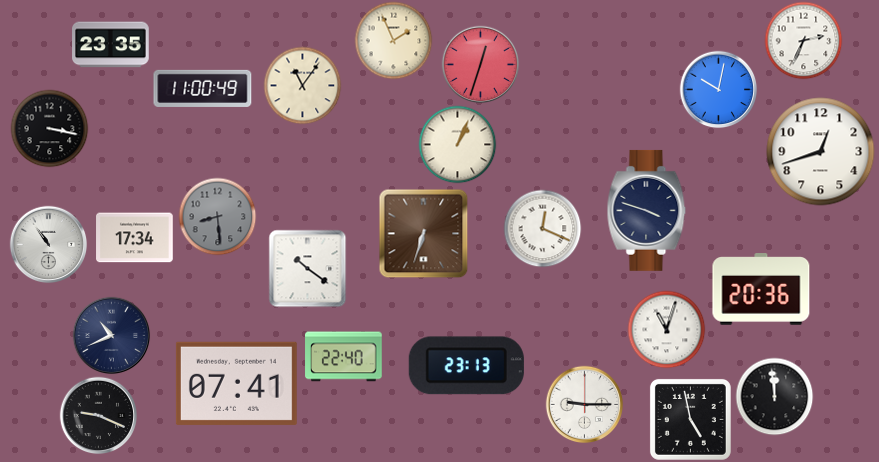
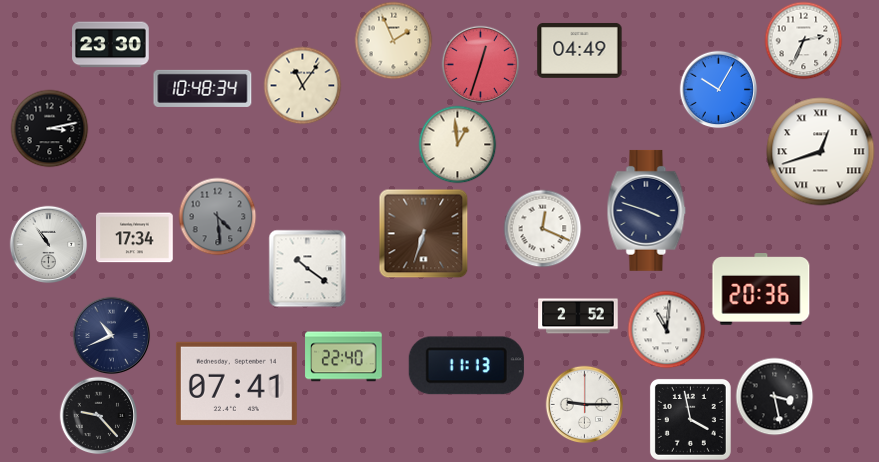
clock at (111, 45): 23:35 -> 23:30
clock at (580, 50): none -> 04:49
clock at (203, 88): 11:00 -> 10:48
clock at (718, 89): 10:02 -> 10:05
clock at (49, 128): 3:17 -> 3:13
clock at (457, 144): 1:04 -> 12:59
clock at (821, 152) numerals: Arabic -> Roman
clock at (217, 216): 8:29 -> 4:29
clock at (578, 316): none -> 2:52
clock at (666, 329): 11:03 -> 11:01
clock at (466, 366): 23:13 -> 11:13
clock at (774, 396): 11:59 -> 3:28
clock at (98, 415): 9:19 -> 9:23
clock at (690, 419): 4:58 -> 3:58
